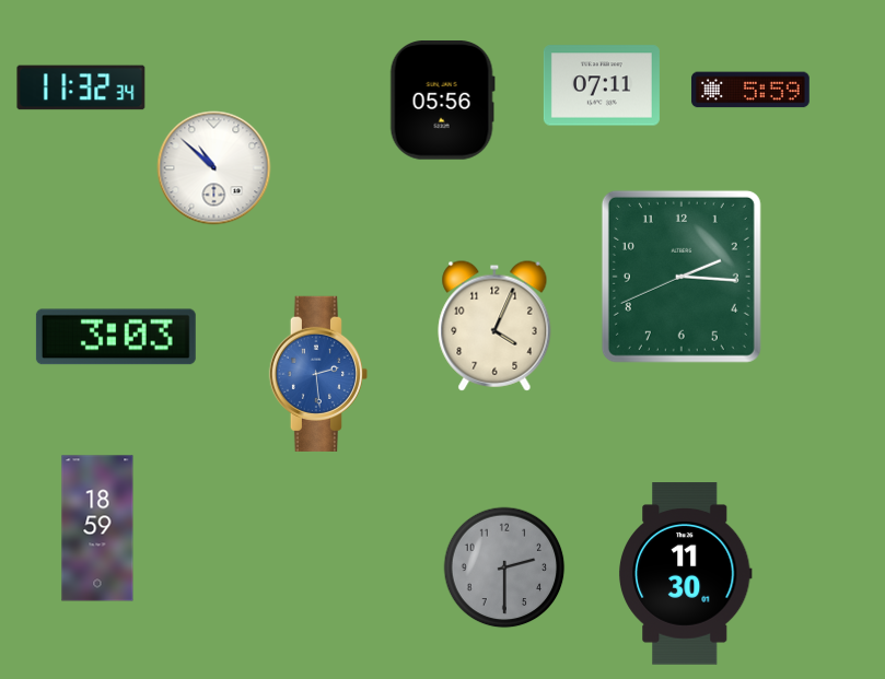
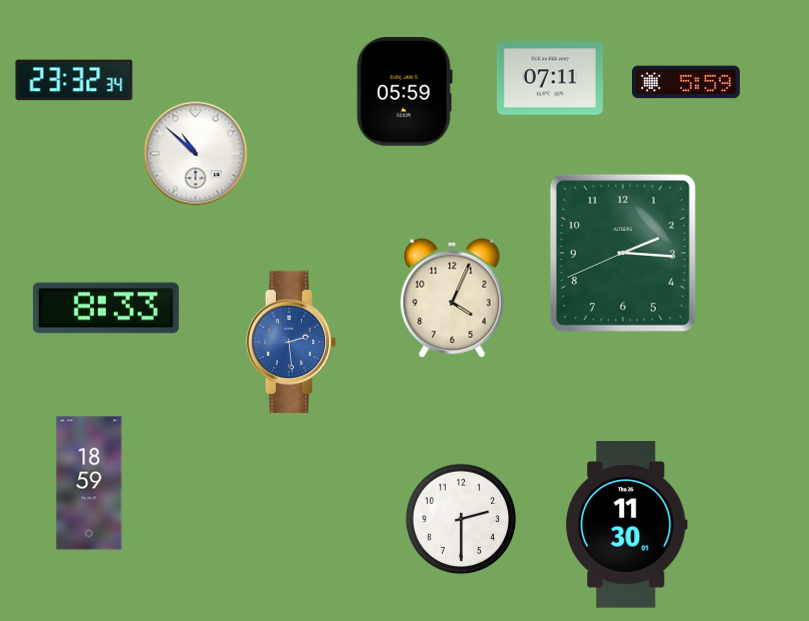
clock at (81, 87): 11:32 -> 23:32
clock at (442, 101): 05:56 -> 05:59
clock at (116, 337): 3:03 -> 8:33
clock at (504, 567) dial: grey -> white
